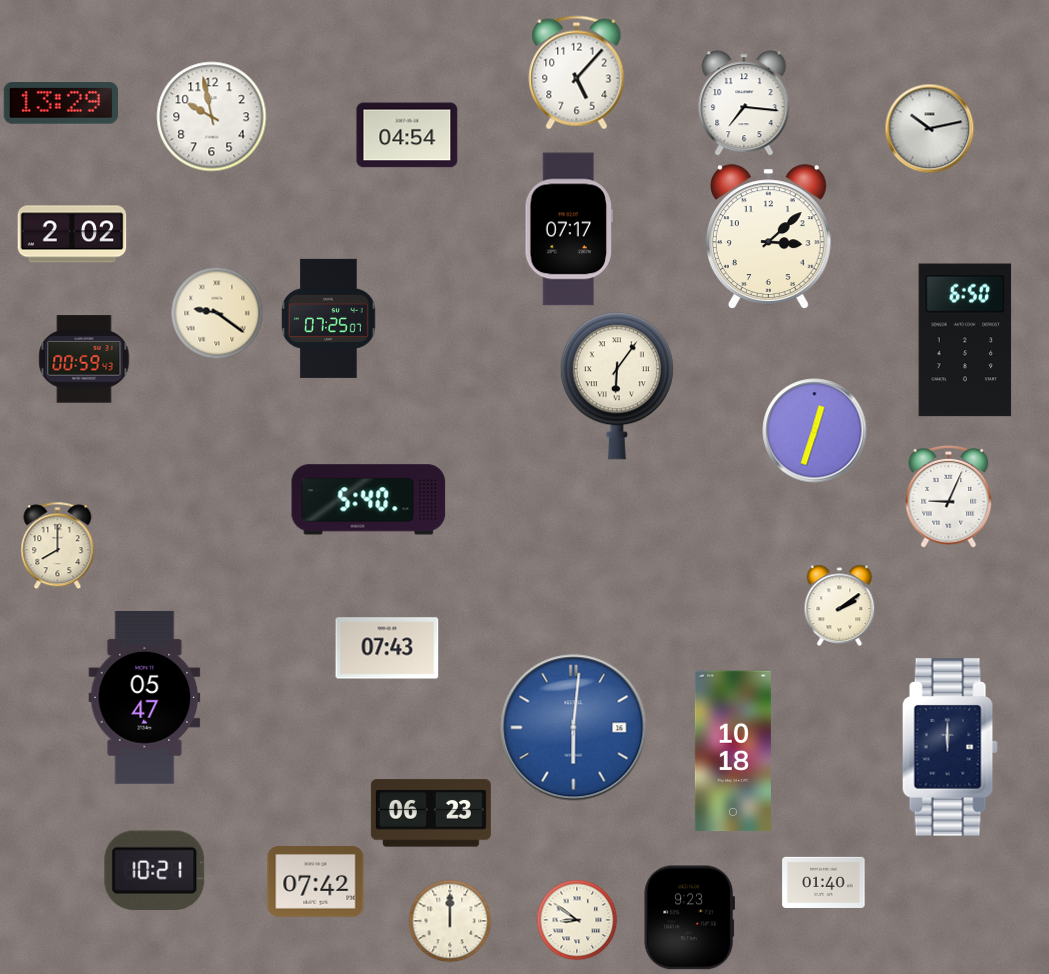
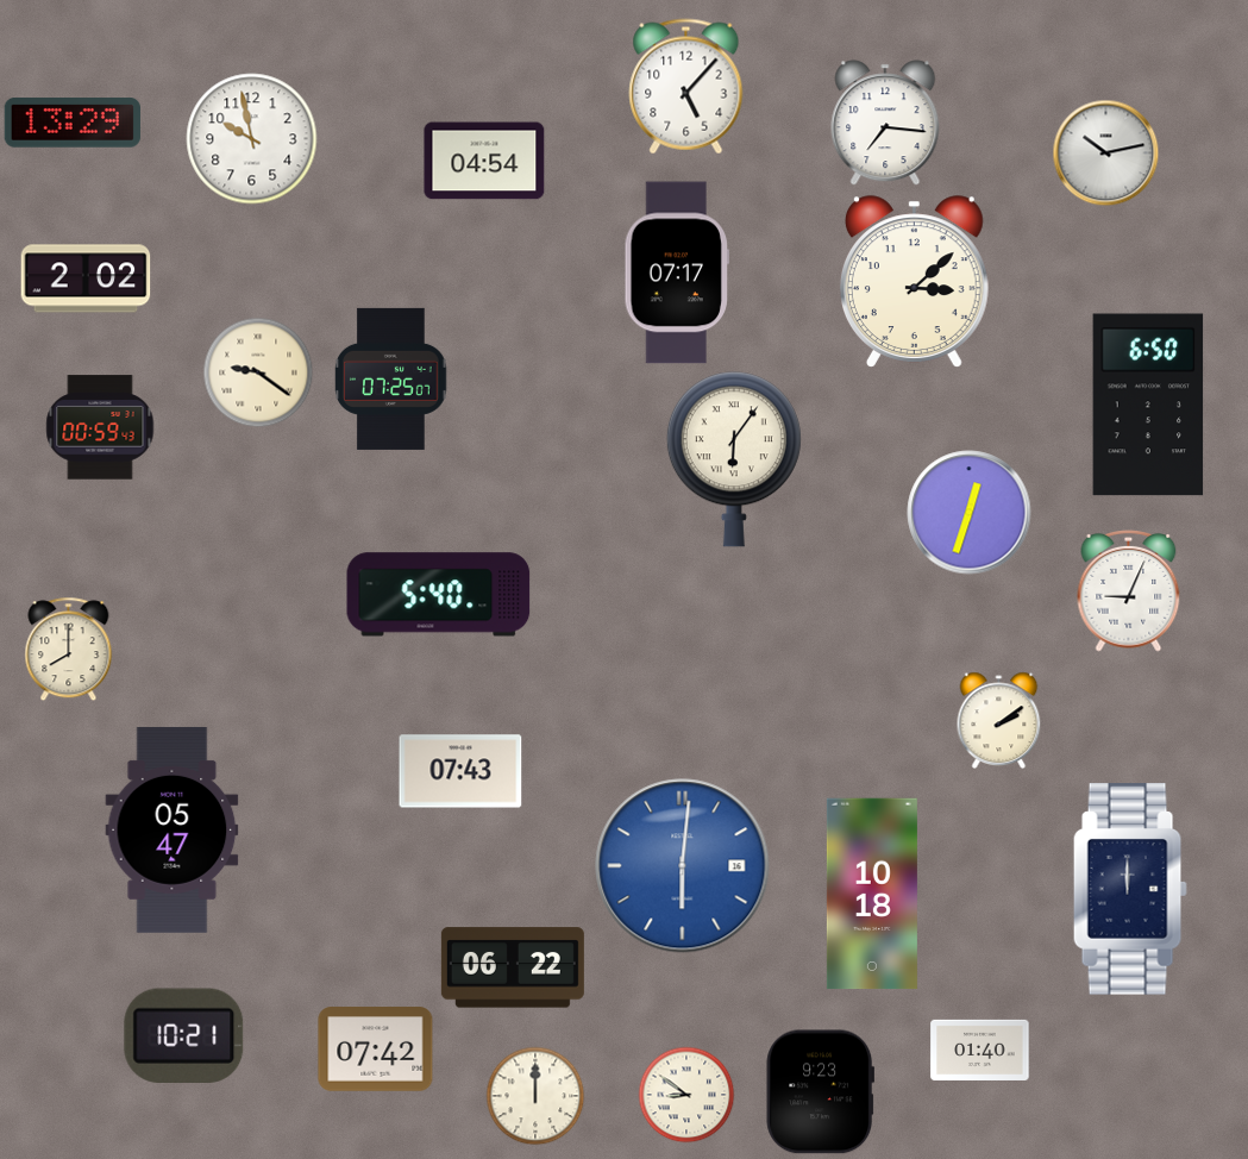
clock at (431, 813): 06:23 -> 06:22
